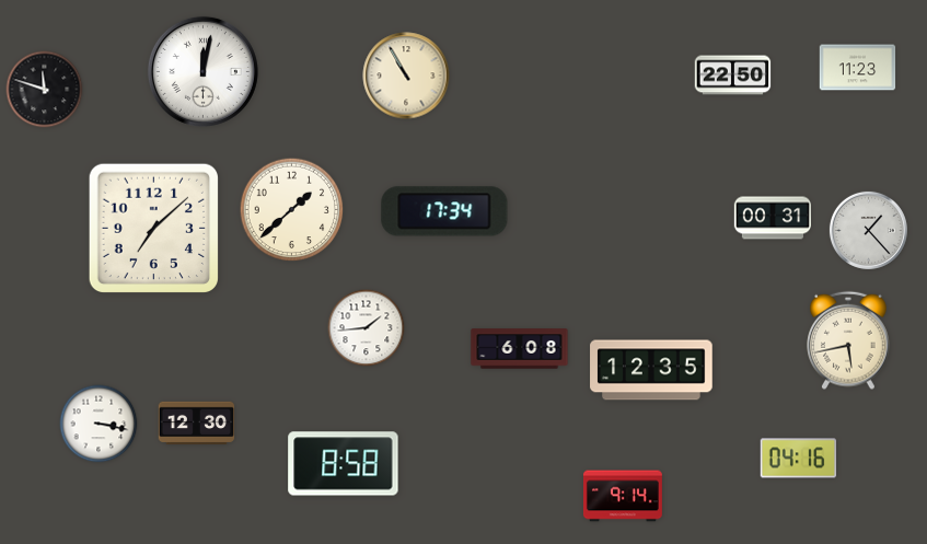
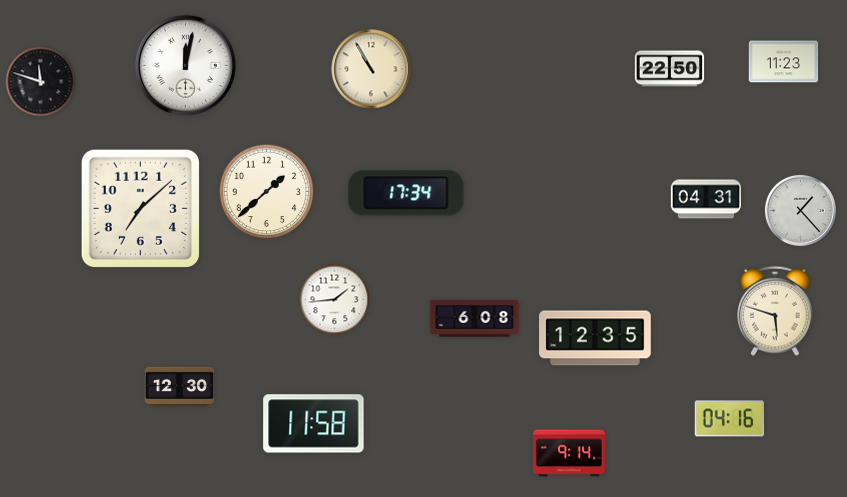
clock at (772, 218): 00:31 -> 04:31
clock at (868, 230) position: (868, 230) -> (800, 210)
clock at (848, 340): 5:43 -> 5:48
clock at (99, 424): 3:17 -> none
clock at (344, 464): 8:58 -> 11:58
